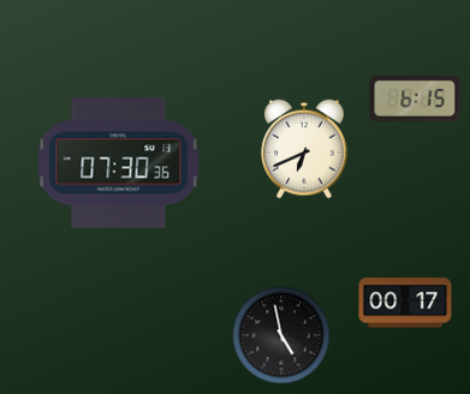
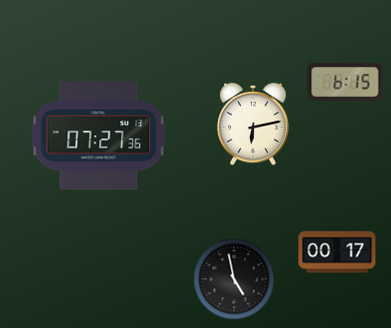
clock at (304, 149): 6:41 -> 6:13
clock at (119, 163): 07:30 -> 07:27
